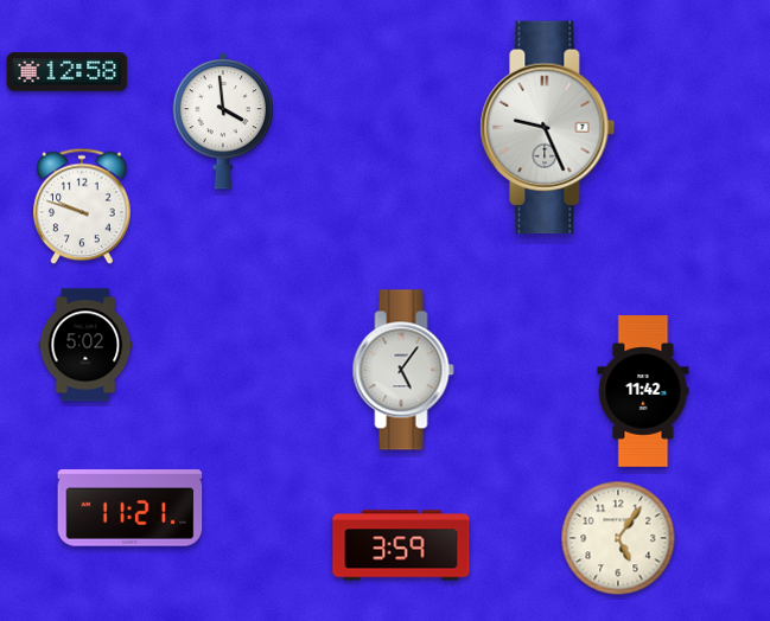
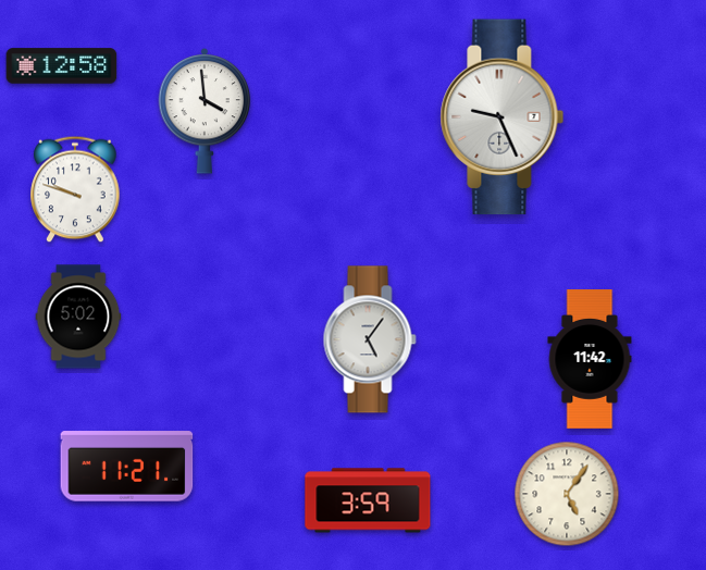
clock at (131, 508) position: (131, 508) -> (127, 467)
